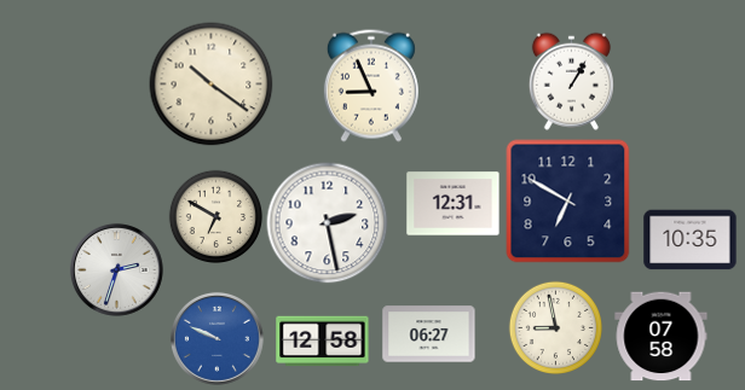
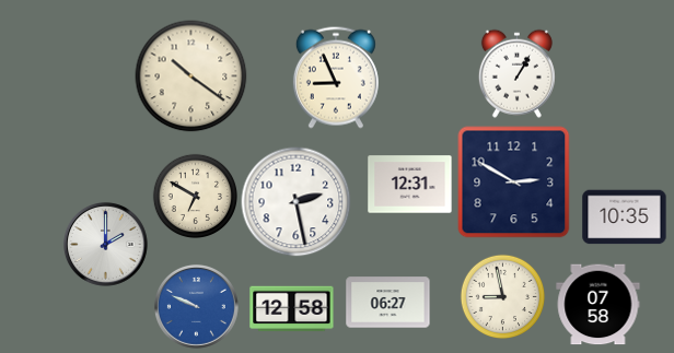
clock at (568, 202): 6:50 -> 2:50
clock at (116, 269): 2:33 -> 2:00
